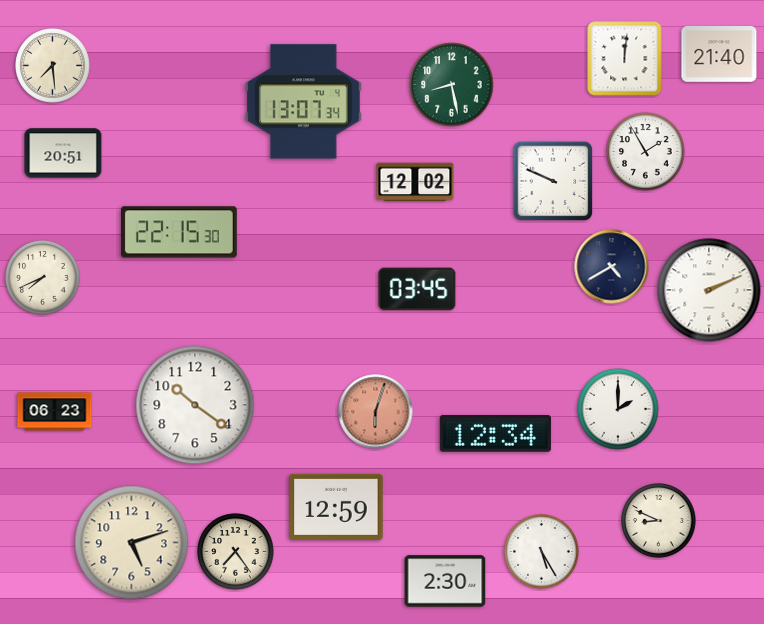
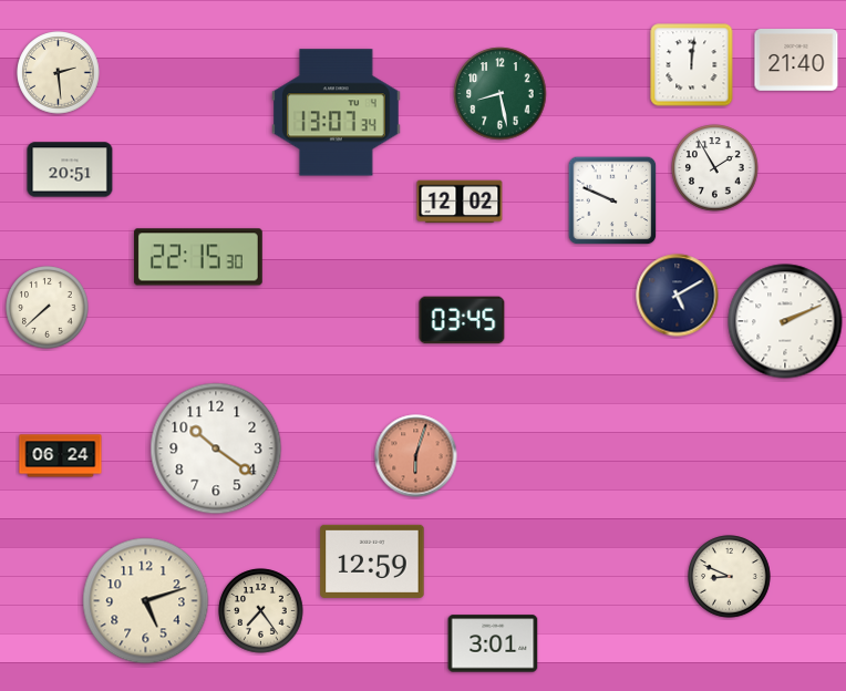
clock at (53, 66): 7:29 -> 2:29
clock at (612, 267): 4:40 -> 5:10
clock at (43, 278): 7:41 -> 7:38
clock at (618, 409): 2:00 -> none
clock at (55, 412): 06:23 -> 06:24
clock at (495, 434): 12:34 -> none
clock at (542, 552): 5:25 -> none
clock at (445, 581): 2:30 -> 3:01
